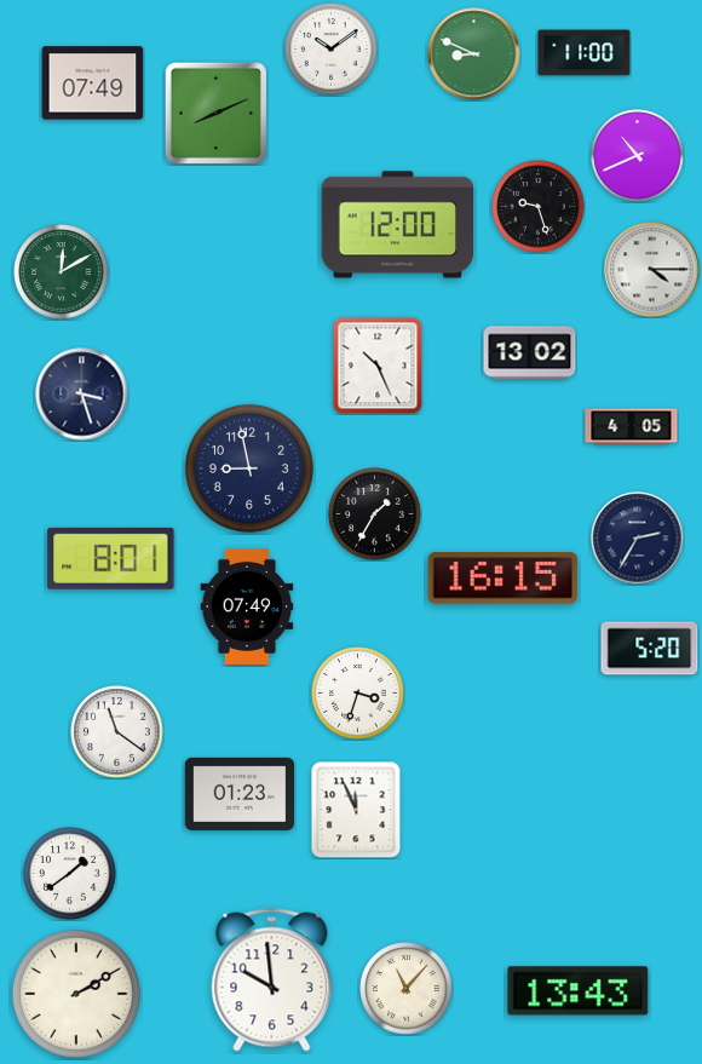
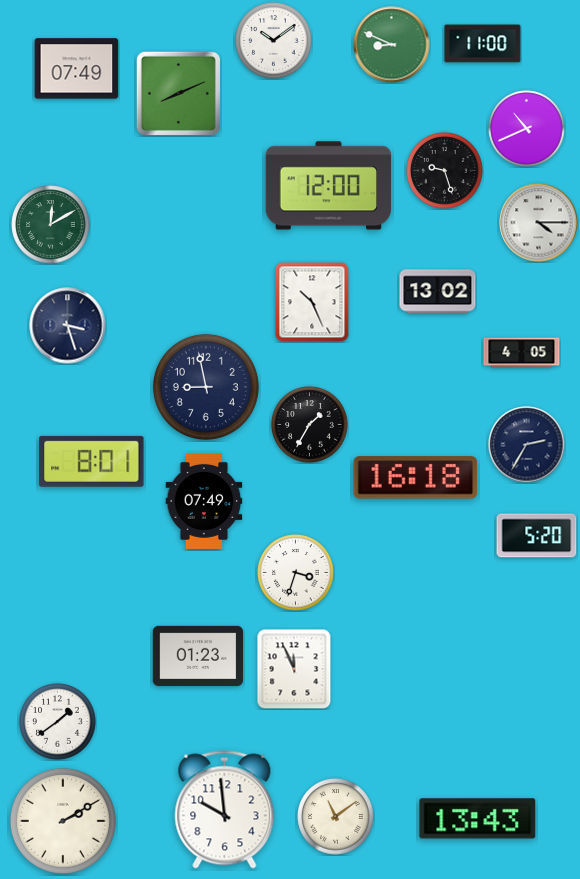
clock at (504, 579): 16:15 -> 16:18
clock at (117, 732): 11:21 -> none
clock at (407, 989): 11:07 -> 11:09
